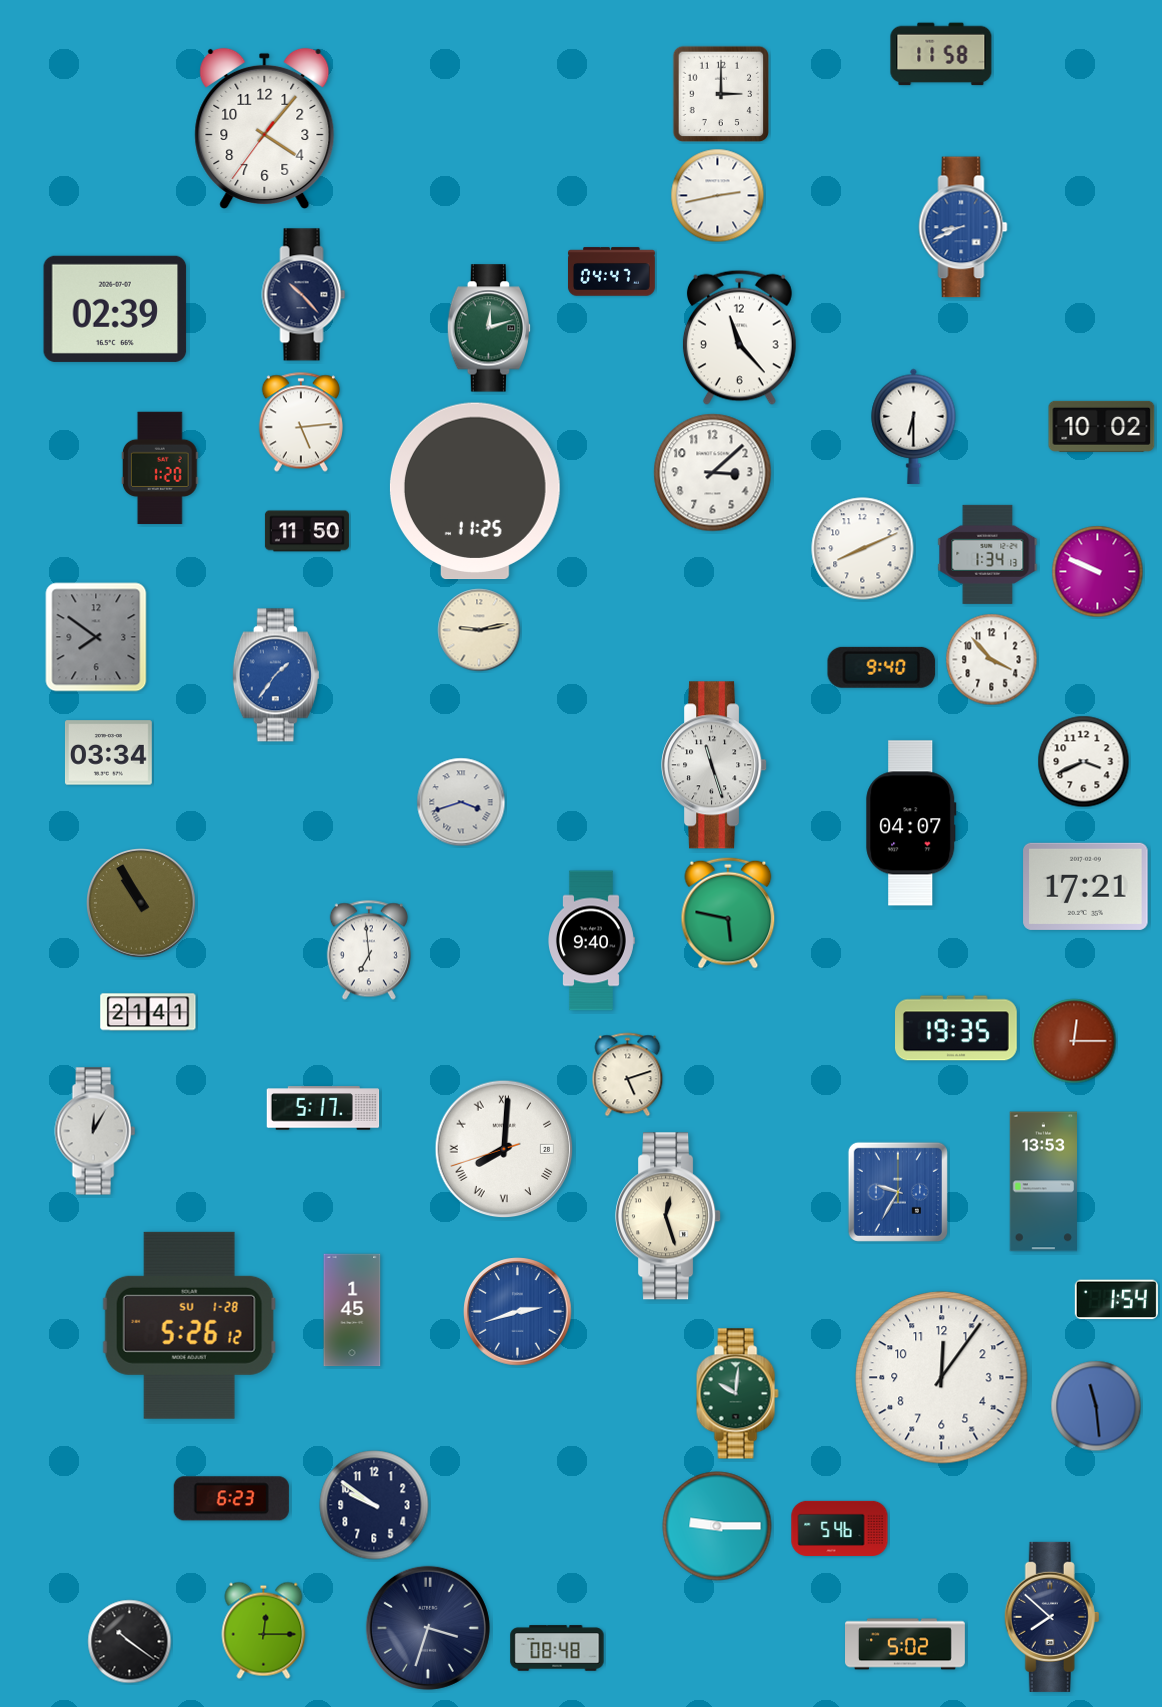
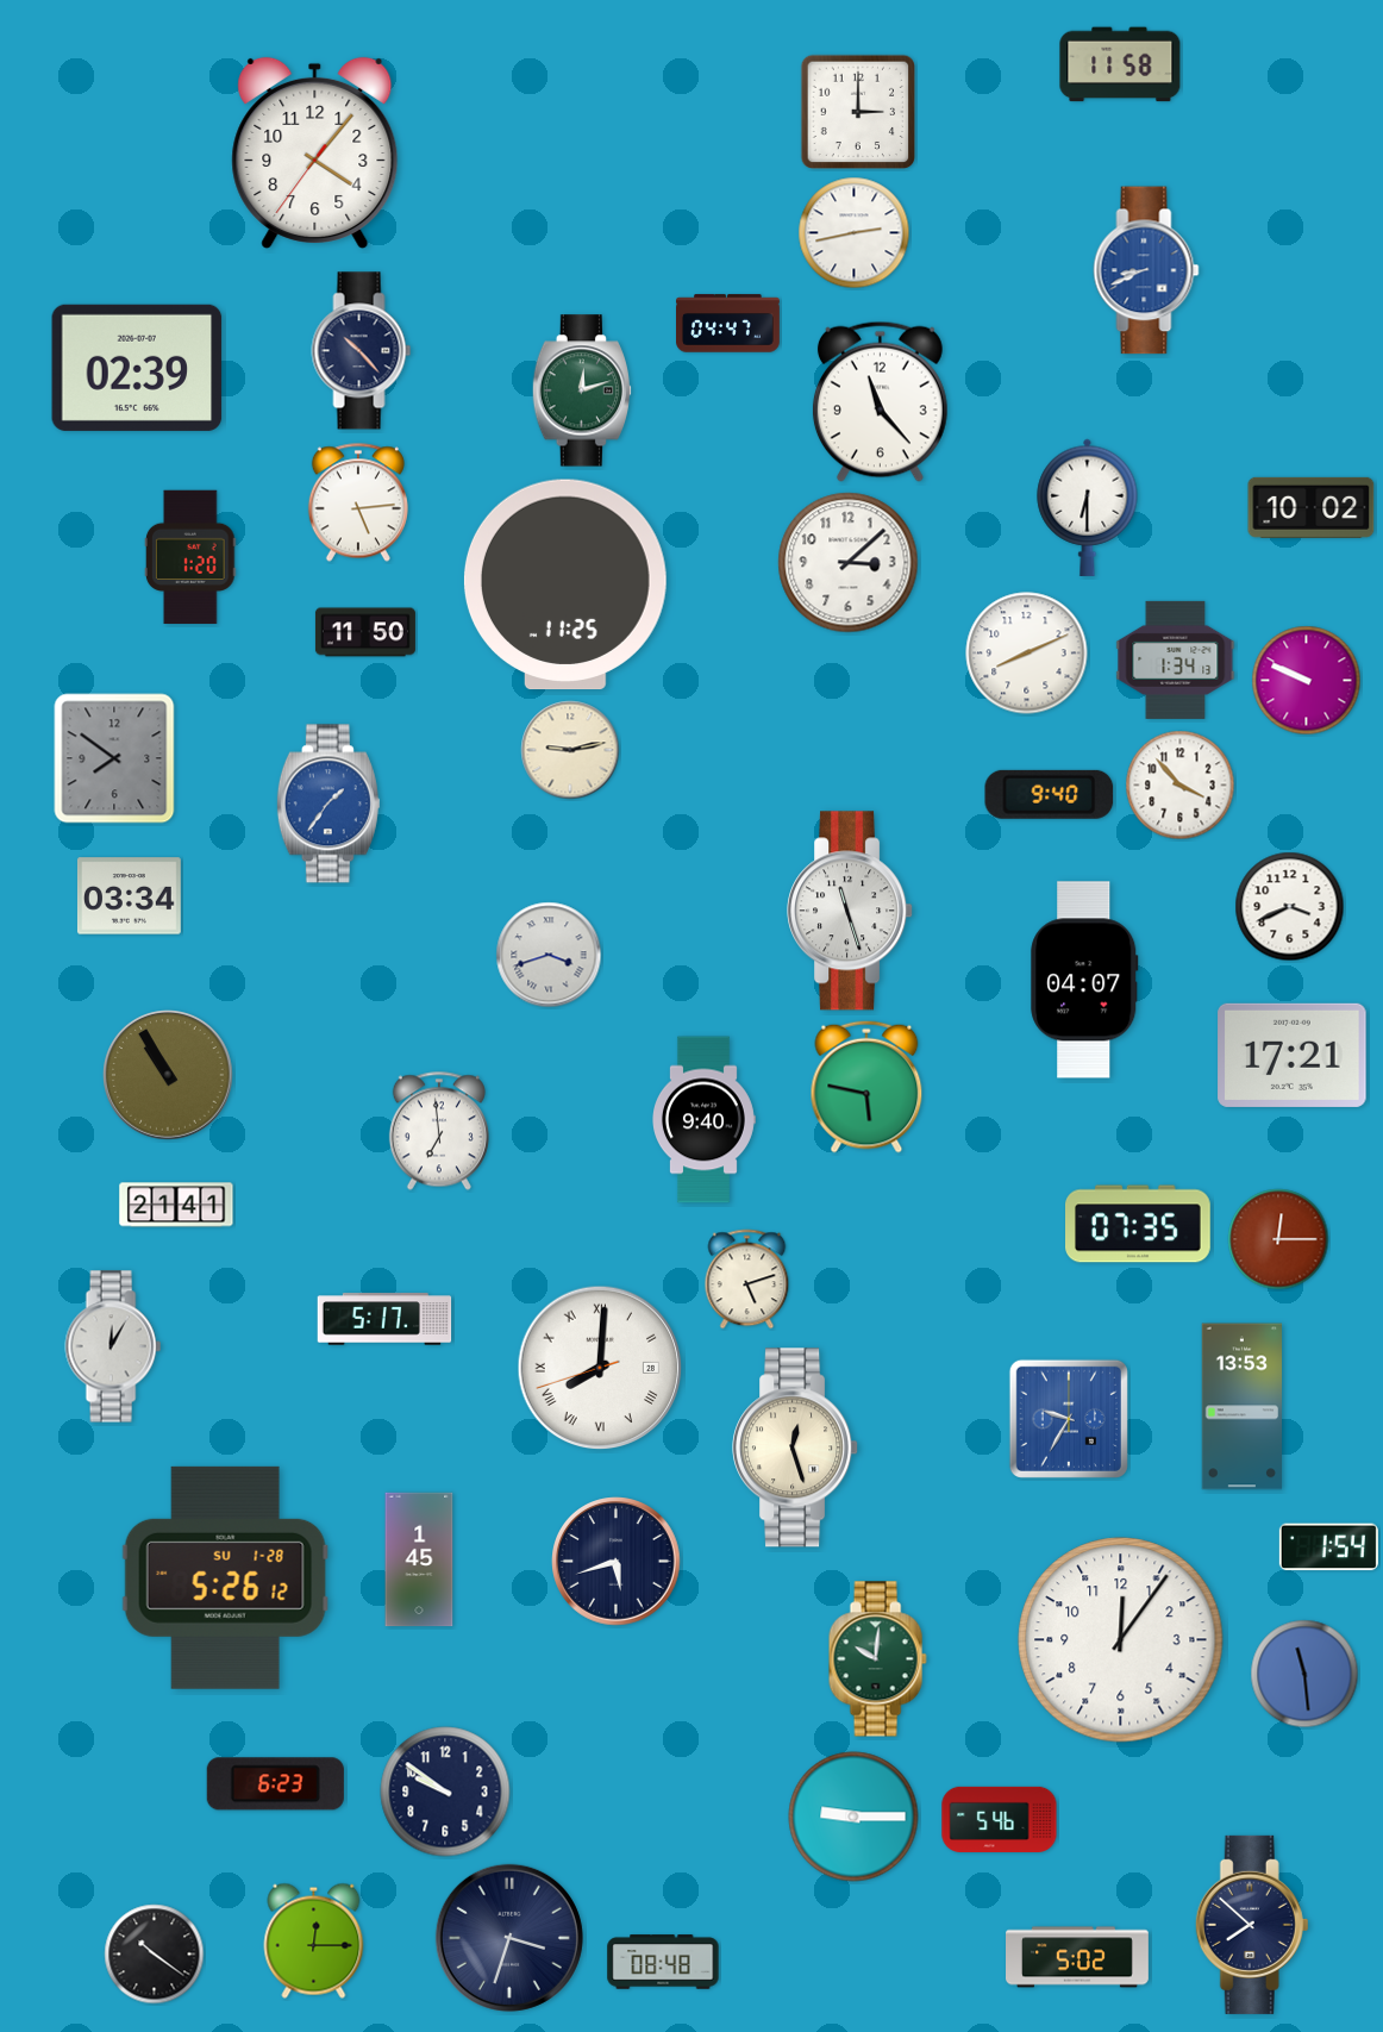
clock at (957, 1028): 19:35 -> 07:35
clock at (518, 1312): 2:42 -> 5:42
clock at (518, 1312) dial: blue -> navy
